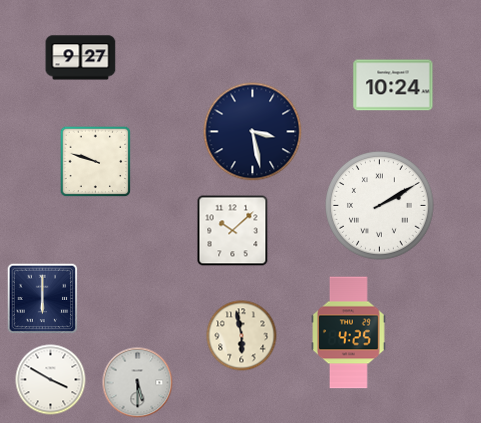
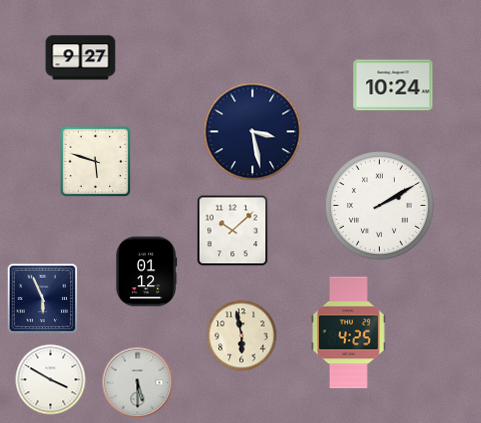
clock at (96, 162): 9:48 -> 5:48
clock at (146, 272): none -> 01:12
clock at (43, 299): 6:00 -> 5:56
